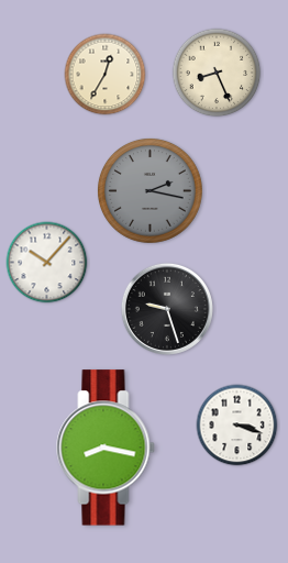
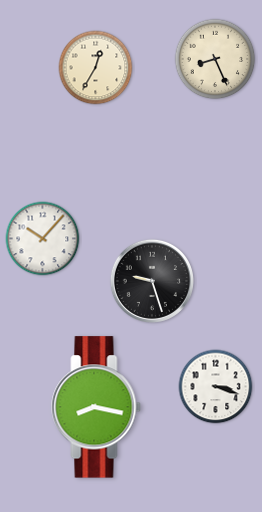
clock at (217, 73) position: (217, 73) -> (215, 59)
clock at (149, 190): 2:17 -> none
